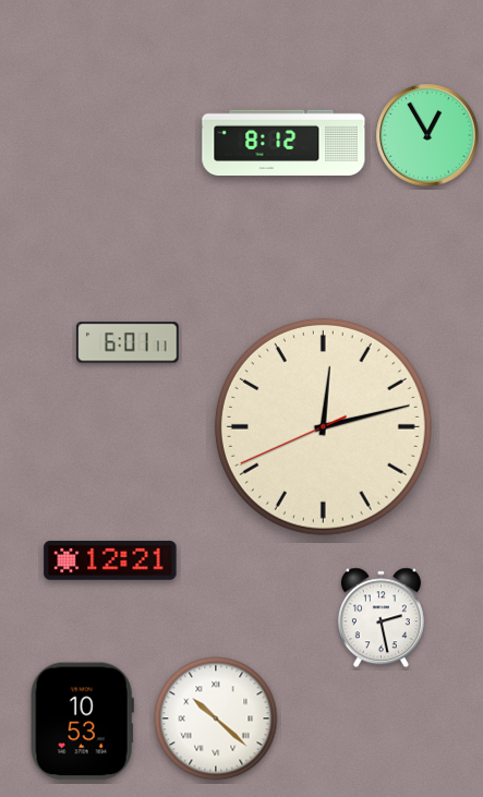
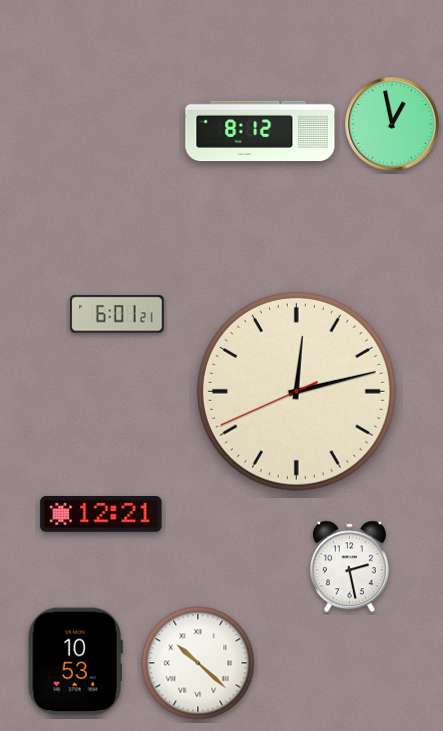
clock at (427, 135): 12:55 -> 12:58
clock at (128, 342): 6:01:11 -> 6:01:21
clock at (216, 718) position: (216, 718) -> (198, 663)
